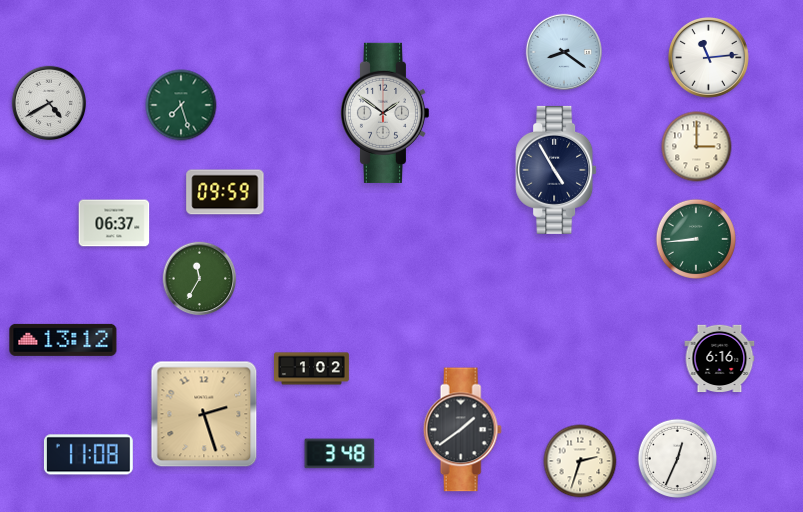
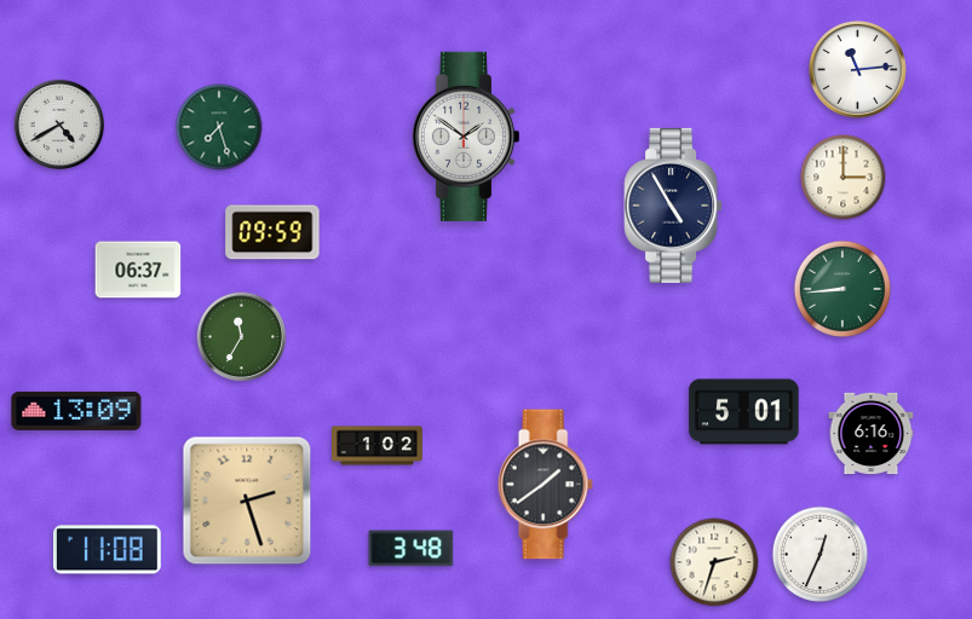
clock at (563, 51): 8:21 -> none
clock at (63, 340): 13:12 -> 13:09
clock at (744, 412): none -> 5:01
clock at (462, 430) position: (462, 430) -> (545, 485)
clock at (580, 461) position: (580, 461) -> (714, 562)
